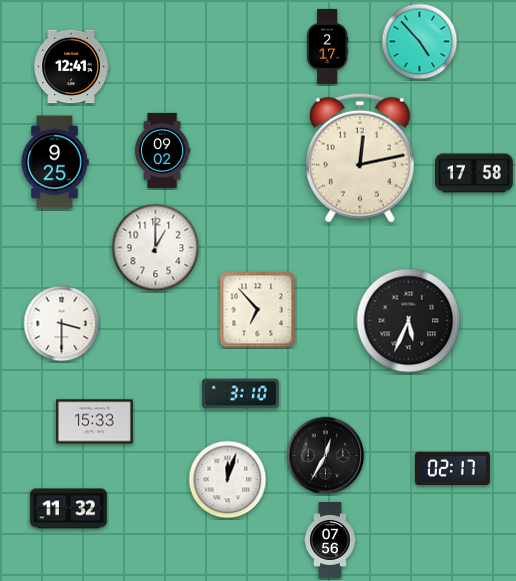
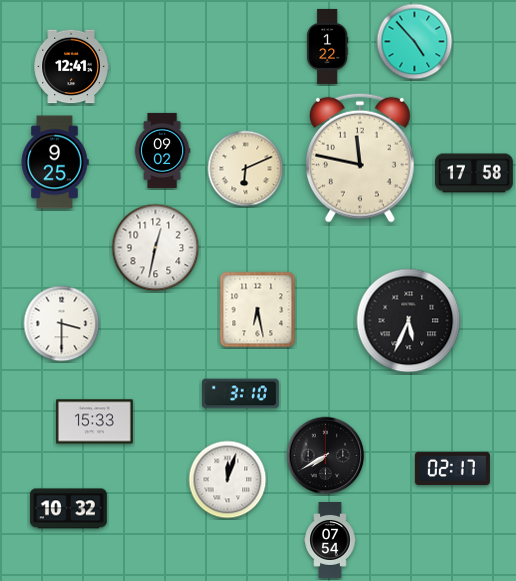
clock at (420, 42) position: (420, 42) -> (415, 42)
clock at (328, 46): 2:17 -> 1:22
clock at (360, 158): 12:13 -> 11:47
clock at (246, 169): none -> 6:11
clock at (156, 248): 1:00 -> 12:32
clock at (258, 310): 6:53 -> 6:28
clock at (326, 456): 12:35 -> 7:40
clock at (68, 509): 11:32 -> 10:32
clock at (330, 540): 07:56 -> 07:54
